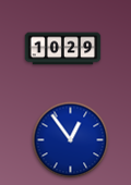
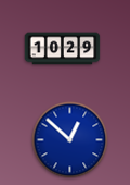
clock at (71, 140): 12:54 -> 12:52
